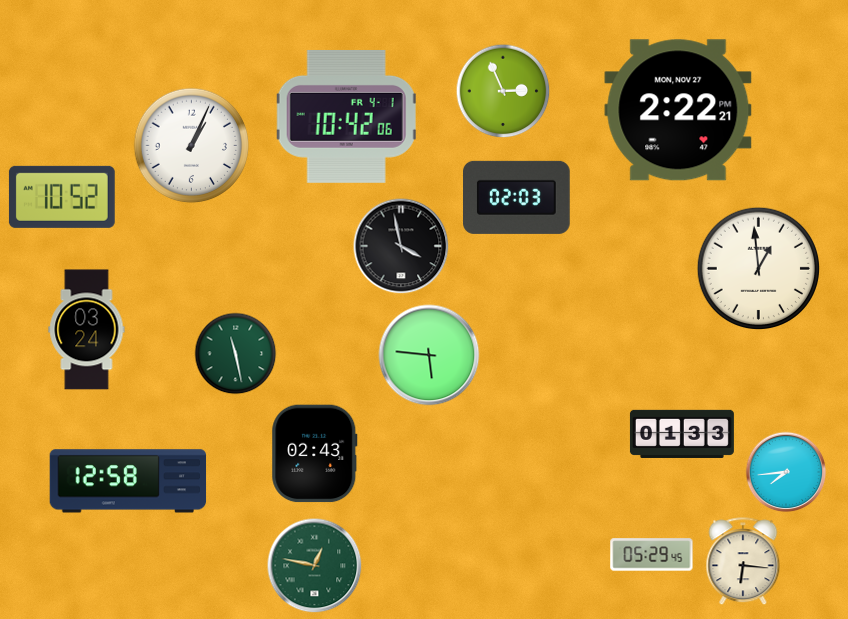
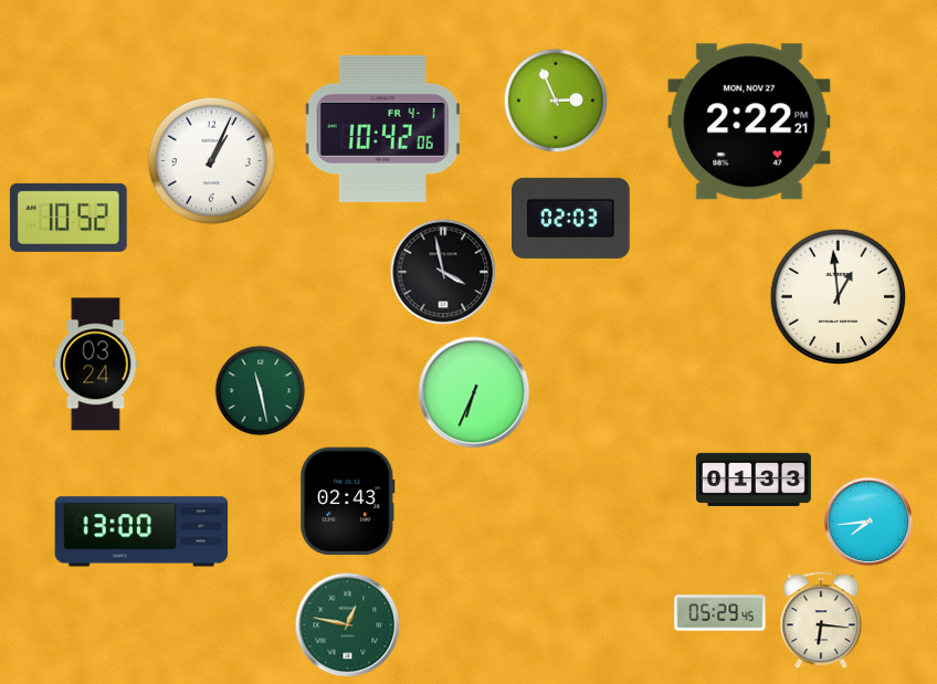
clock at (429, 355): 5:46 -> 6:34
clock at (128, 481): 12:58 -> 13:00
